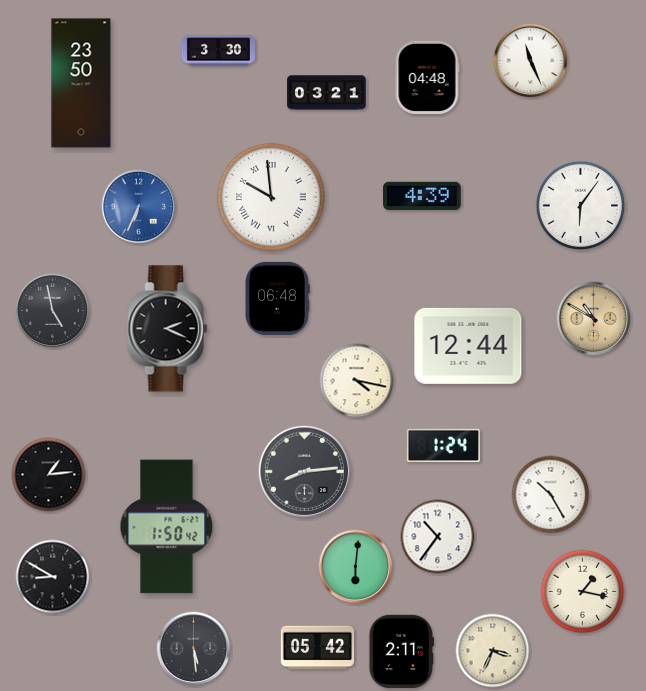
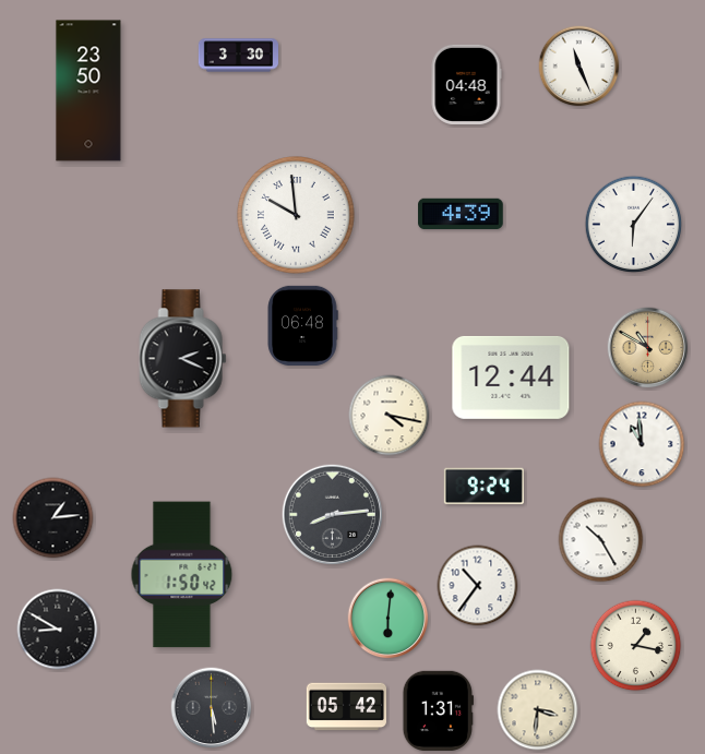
clock at (327, 93): 03:21 -> none
clock at (139, 207): 6:34 -> none
clock at (53, 311): 4:58 -> none
clock at (642, 444): none -> 10:59
clock at (443, 446): 1:24 -> 9:24
clock at (401, 651): 2:11 -> 1:31
clock at (493, 651): 3:34 -> 3:31
